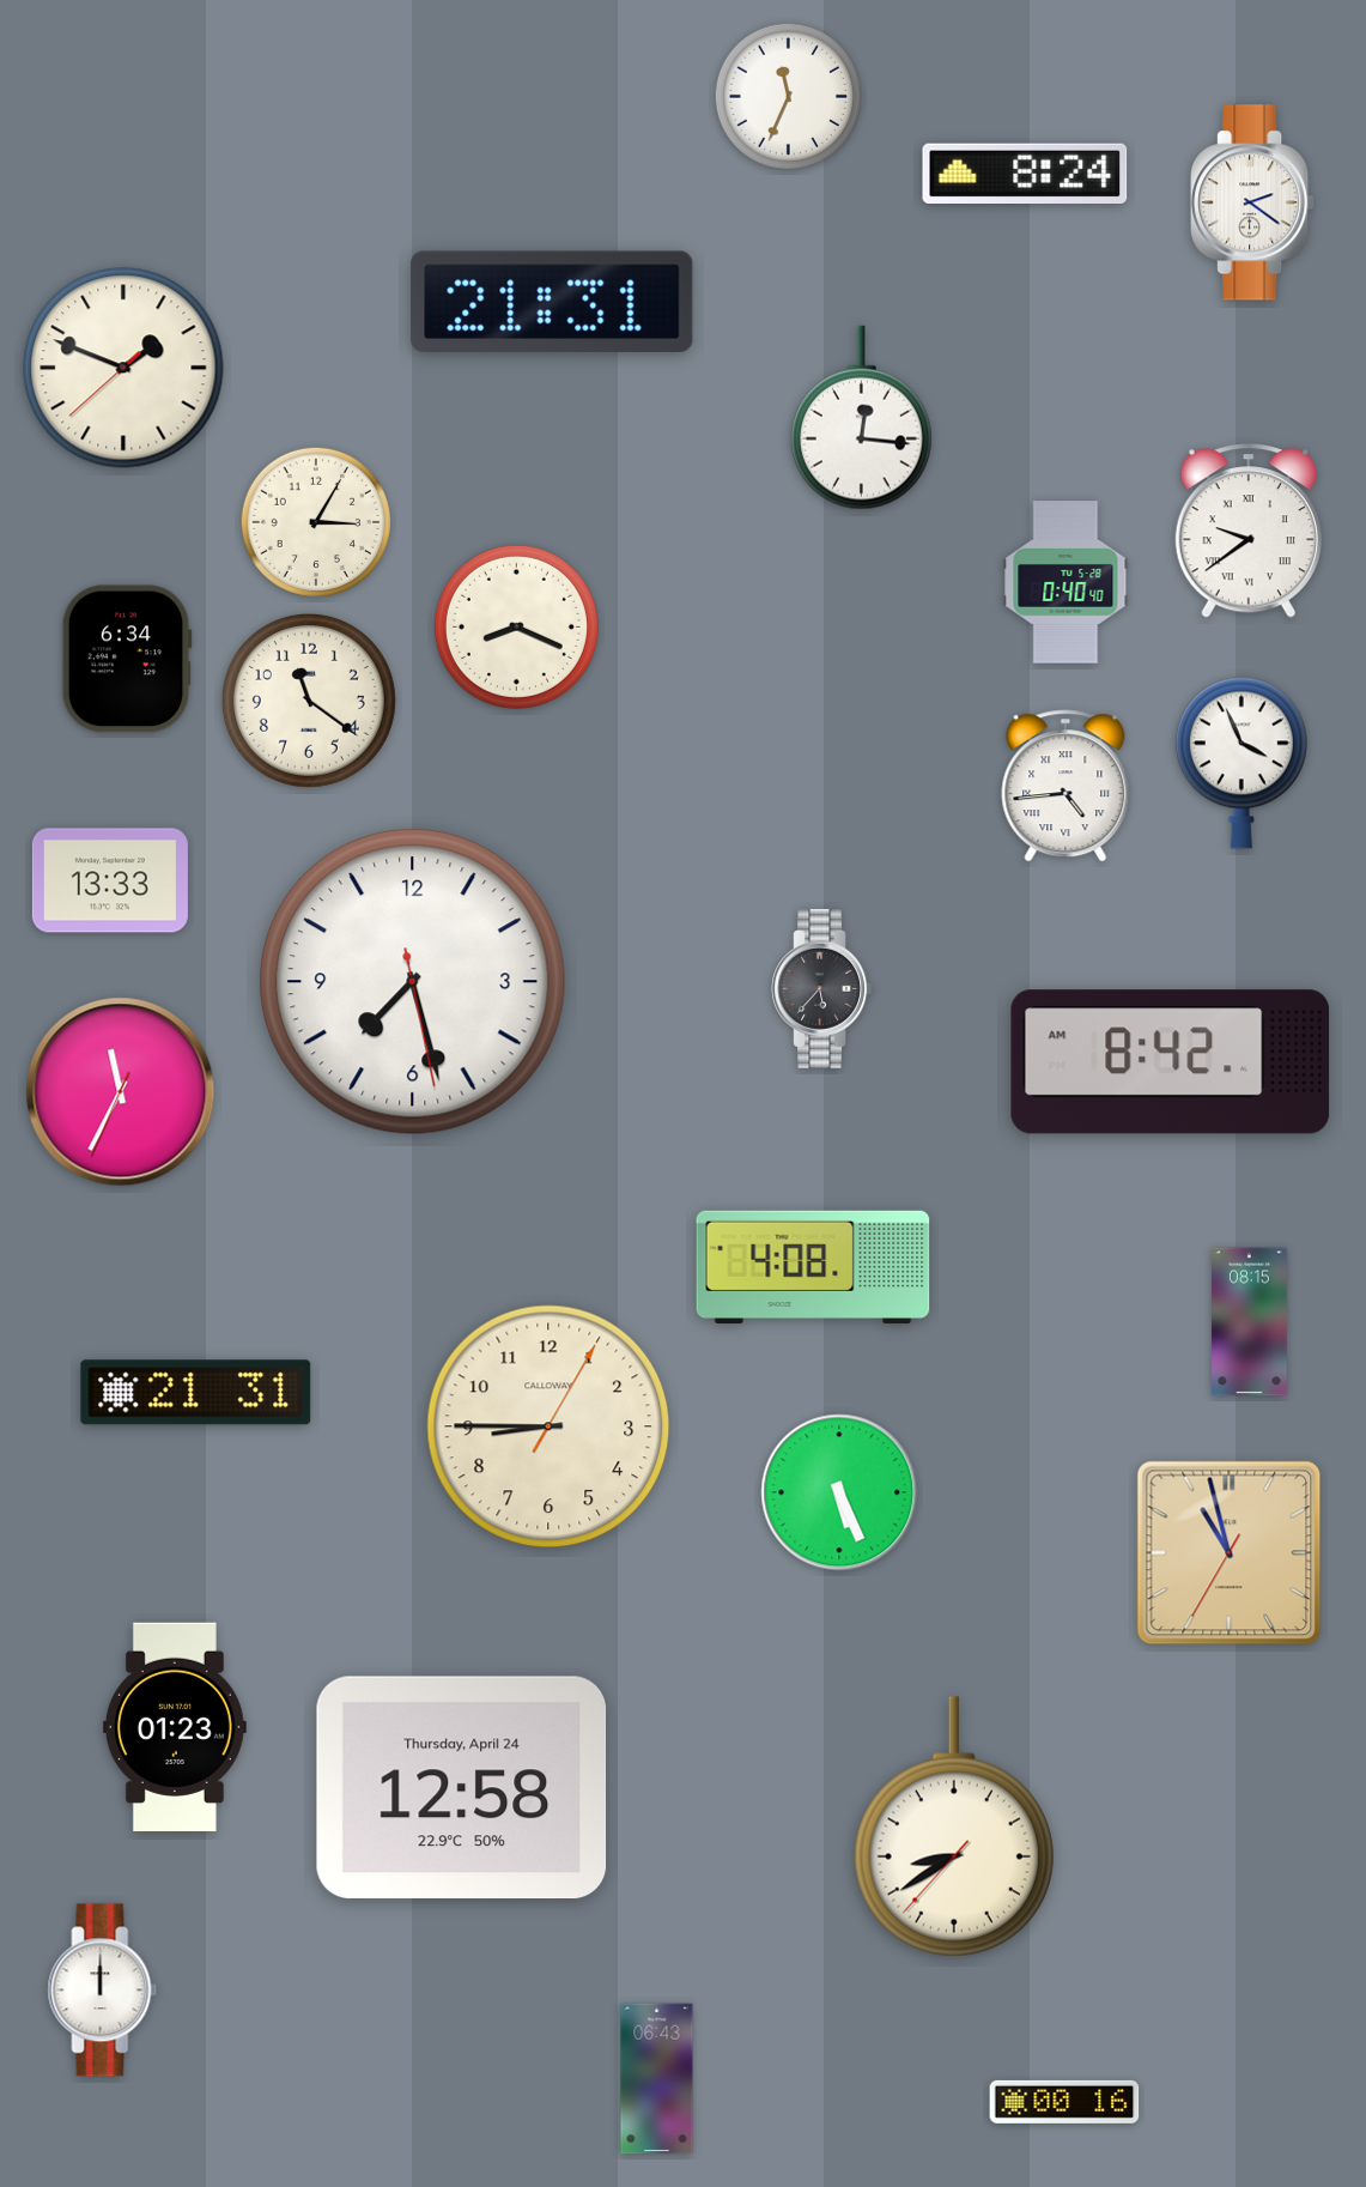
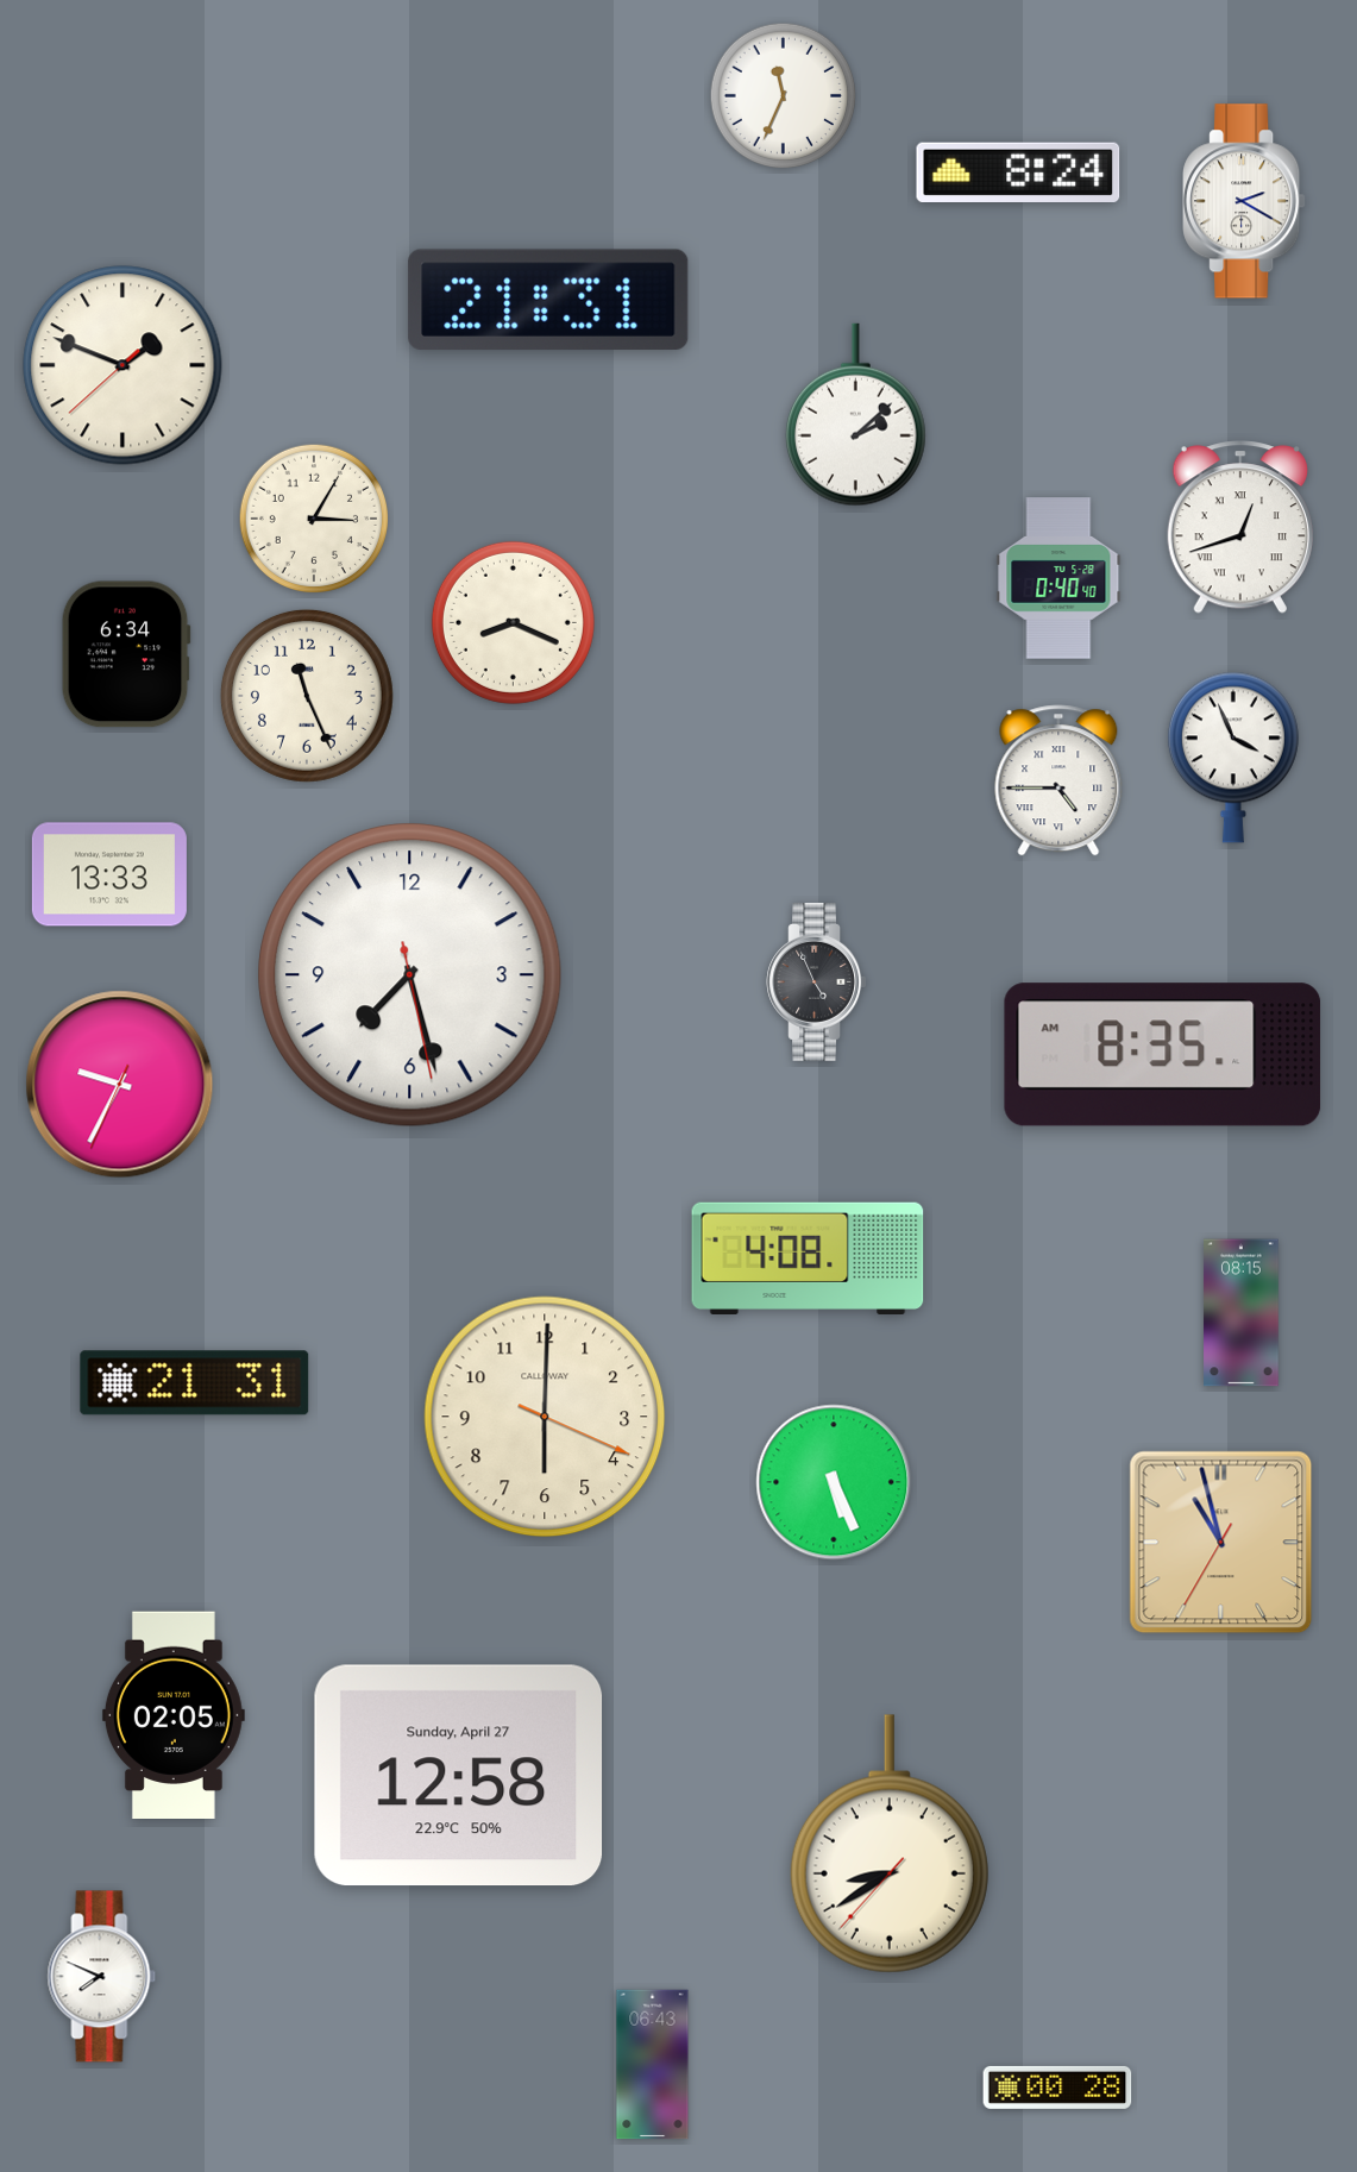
clock at (1252, 202): 2:21 -> 2:20
clock at (861, 418): 12:16 -> 2:08
clock at (1249, 531): 9:39 -> 12:42
clock at (309, 701): 11:21 -> 11:26
clock at (1066, 786): 4:44 -> 4:45
clock at (821, 988): 5:37 -> 4:56
clock at (1171, 1062): 8:42 -> 8:35
clock at (121, 1092): 11:34 -> 9:34
clock at (548, 1426): 8:45 -> 6:00
clock at (175, 1726): 01:23 -> 02:05
clock at (462, 1788) date: Thursday, April 24 -> Sunday, April 27
clock at (954, 1826) position: (954, 1826) -> (890, 1844)
clock at (103, 1991): 12:00 -> 7:49
clock at (1064, 2102): 00:16 -> 00:28
